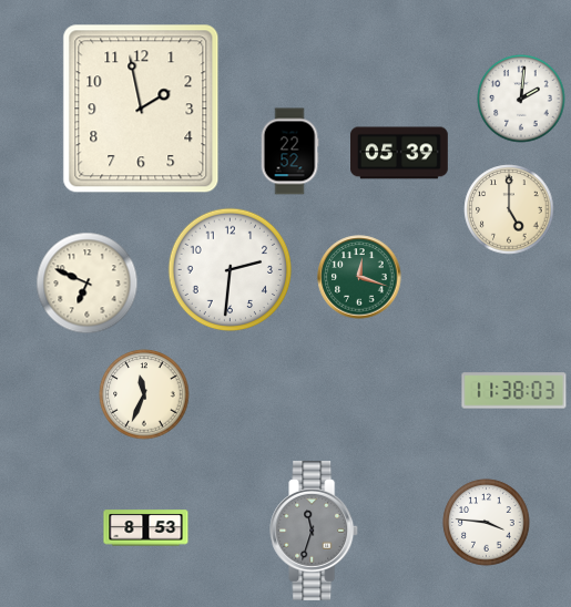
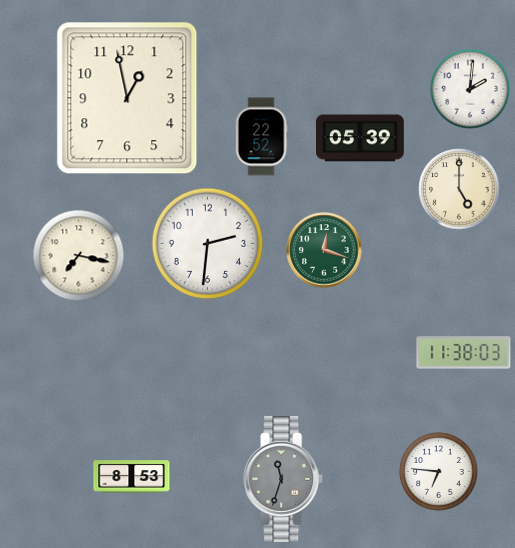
clock at (141, 109): 1:58 -> 12:58
clock at (88, 284): 6:49 -> 7:17
clock at (144, 394): 11:34 -> none
clock at (487, 523): 3:46 -> 6:46
